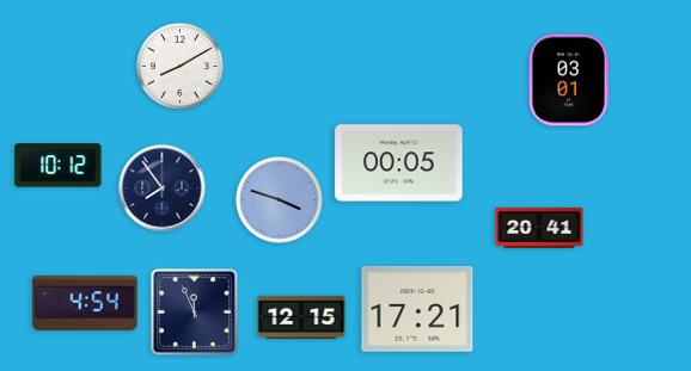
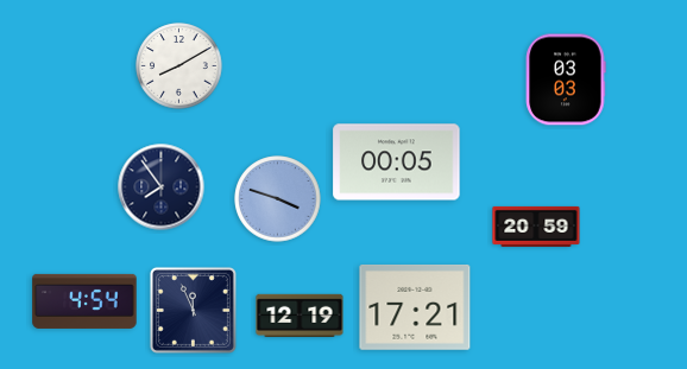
clock at (569, 80): 03:01 -> 03:03
clock at (59, 166): 10:12 -> none
clock at (539, 228): 20:41 -> 20:59
clock at (301, 316): 12:15 -> 12:19
